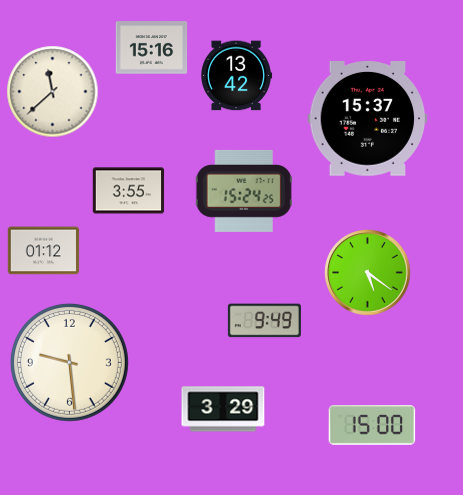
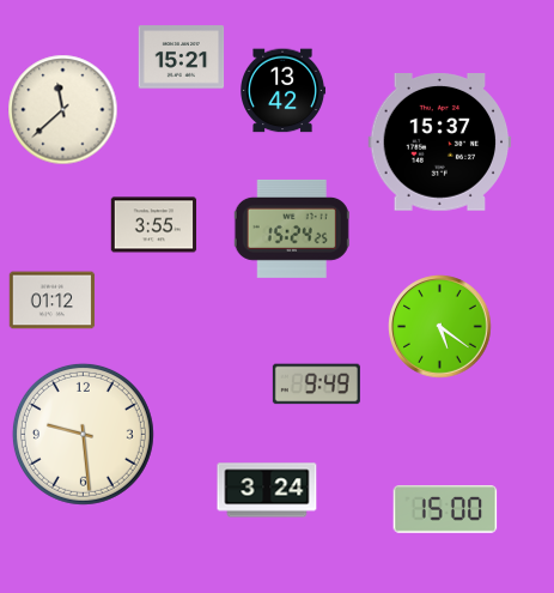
clock at (152, 48): 15:16 -> 15:21
clock at (129, 191) position: (129, 191) -> (154, 225)
clock at (223, 409): 3:29 -> 3:24
